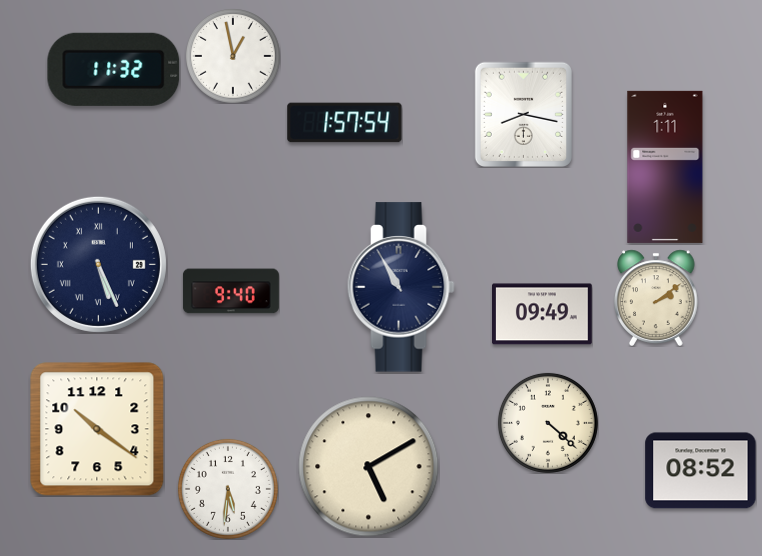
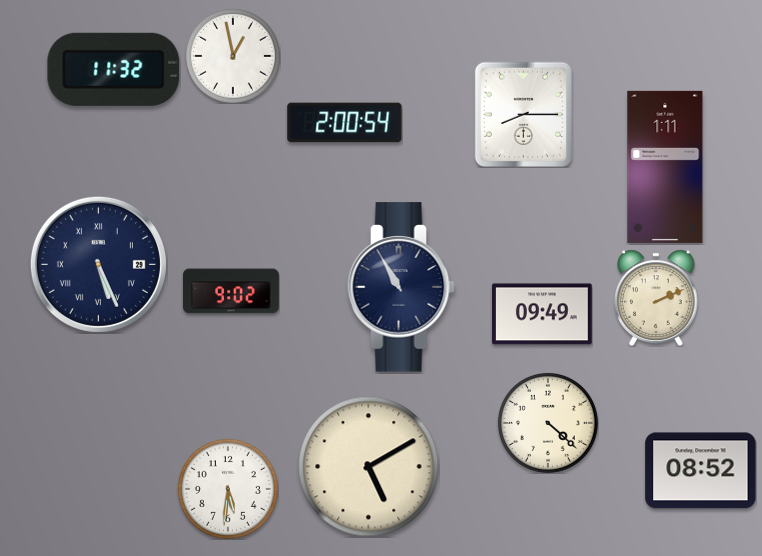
clock at (523, 114): 8:17 -> 8:15
clock at (345, 123): 1:57 -> 2:00
clock at (231, 291): 9:40 -> 9:02
clock at (656, 298): 2:09 -> 2:11
clock at (97, 429): 10:21 -> none
